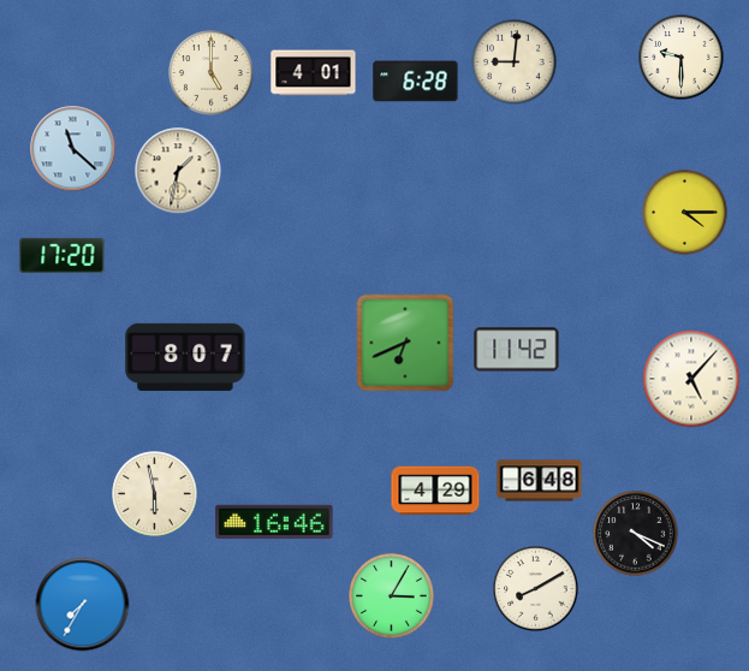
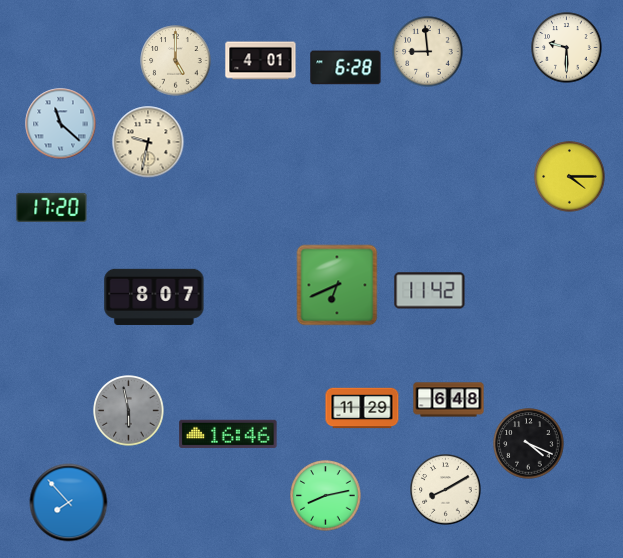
clock at (515, 63): 9:01 -> 8:59
clock at (178, 171): 1:32 -> 9:32
clock at (63, 255) position: (63, 255) -> (52, 207)
clock at (691, 379): 5:07 -> none
clock at (435, 491): 4:29 -> 11:29
clock at (155, 494) dial: cream -> grey
clock at (392, 596): 3:05 -> 8:13
clock at (83, 605): 7:35 -> 7:53
